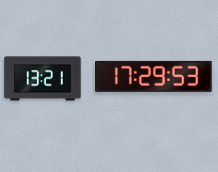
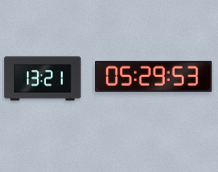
clock at (154, 76): 17:29 -> 05:29
